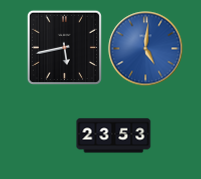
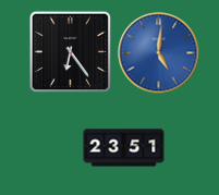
clock at (65, 48): 5:43 -> 6:24
clock at (114, 136): 23:53 -> 23:51
